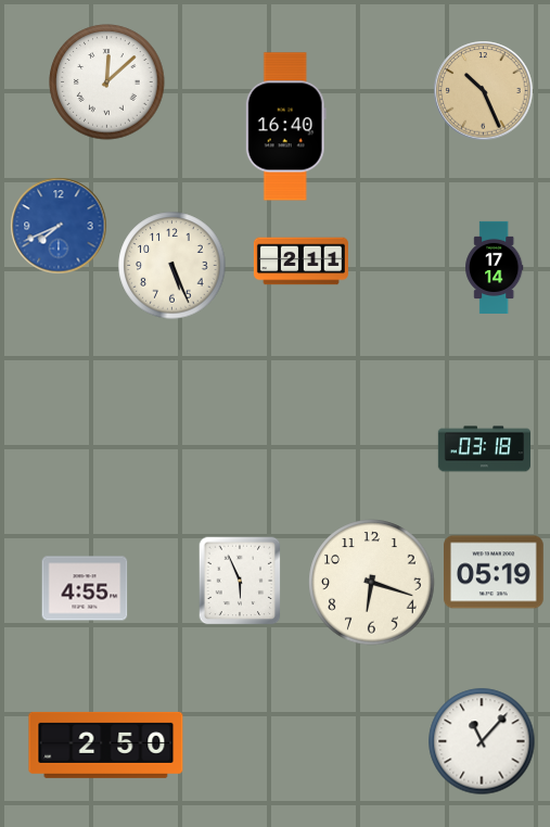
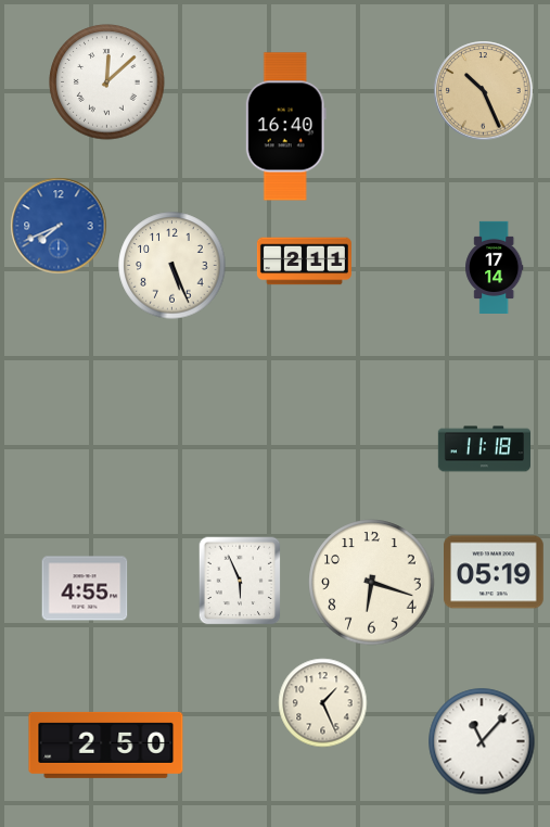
clock at (300, 262) position: (300, 262) -> (304, 262)
clock at (484, 449): 03:18 -> 11:18
clock at (323, 703): none -> 1:26
